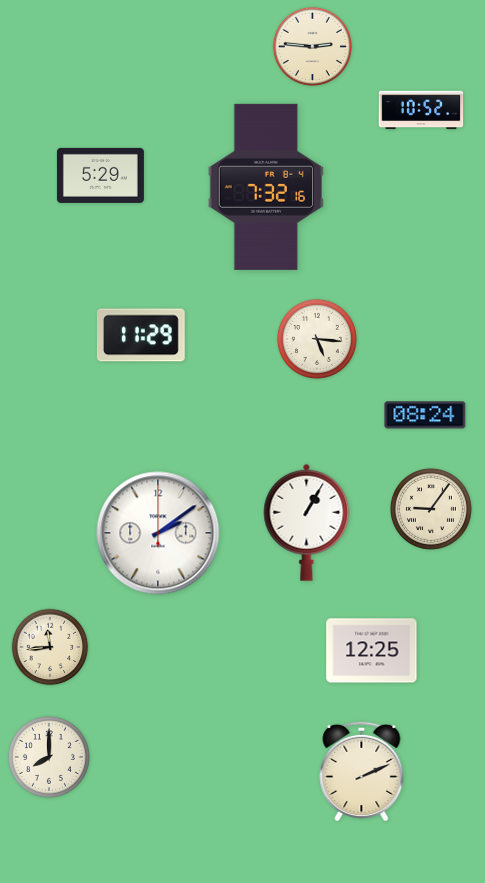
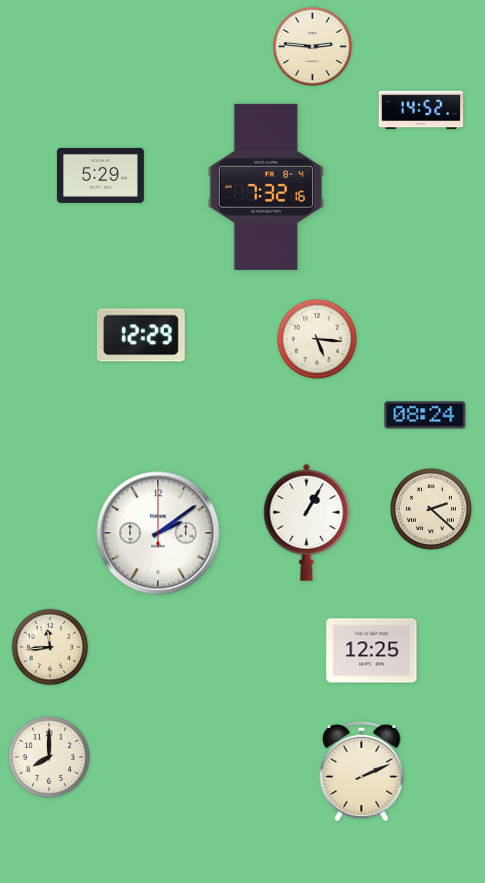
clock at (421, 110): 10:52 -> 14:52
clock at (141, 335): 11:29 -> 12:29
clock at (431, 509): 9:06 -> 2:22
